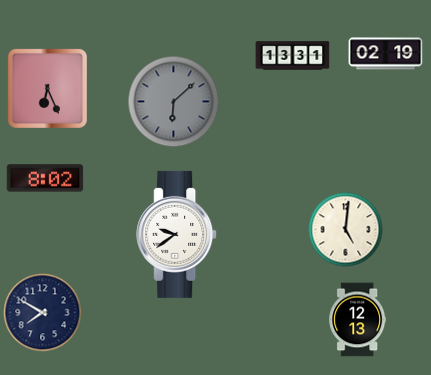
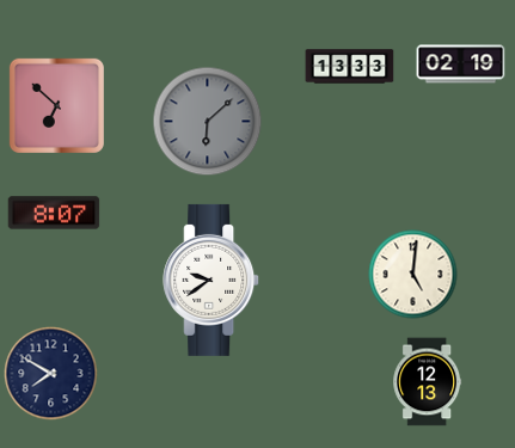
clock at (293, 56): 13:31 -> 13:33
clock at (47, 88): 6:26 -> 6:52
clock at (45, 178): 8:02 -> 8:07
